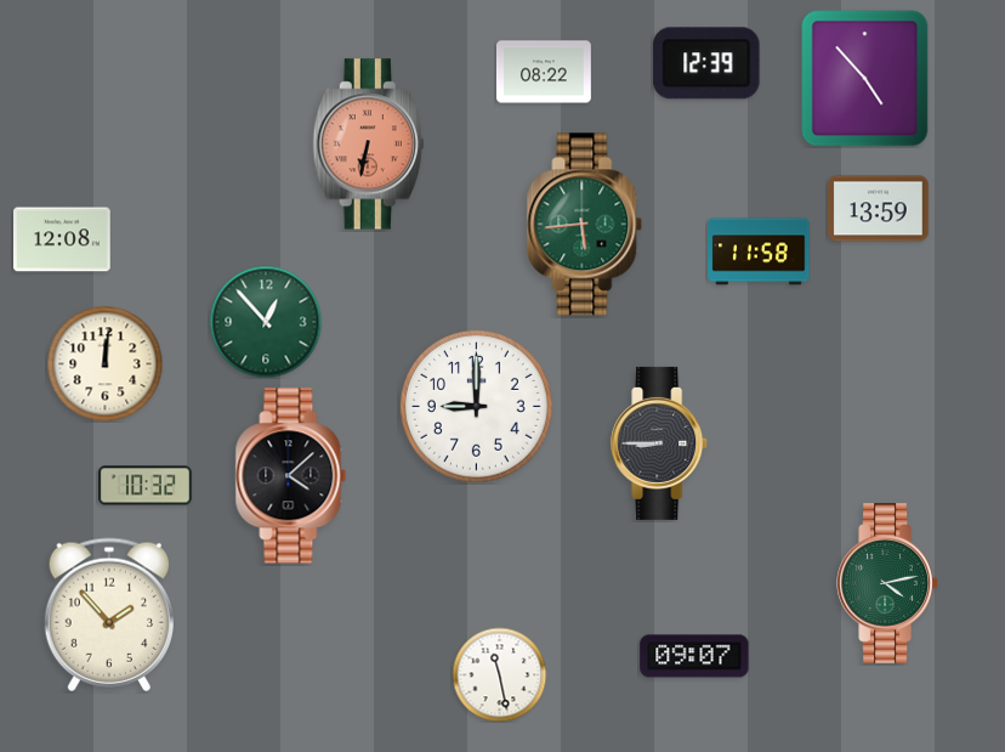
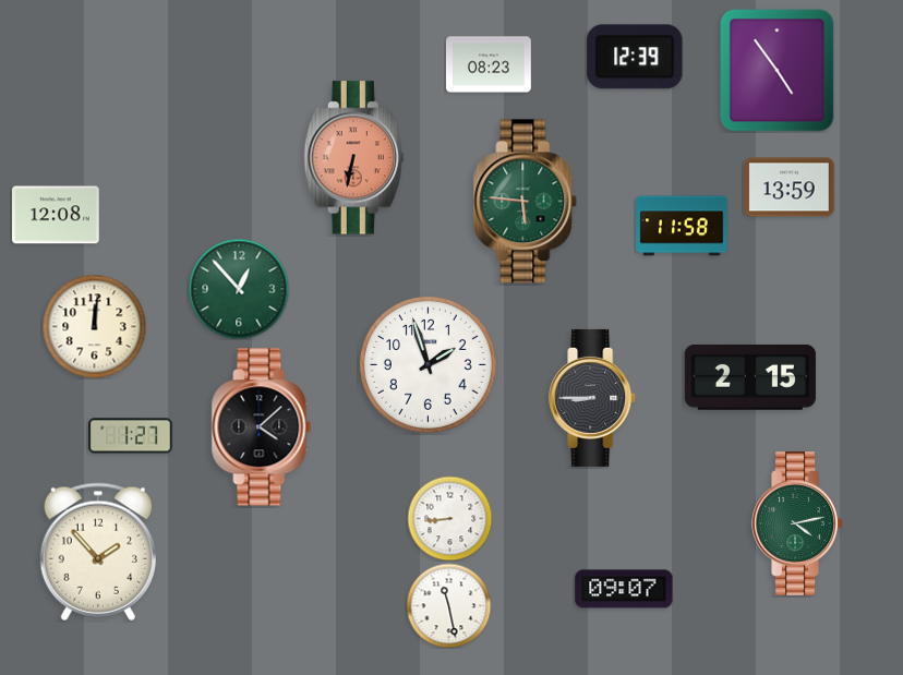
clock at (544, 72): 08:22 -> 08:23
clock at (865, 79): 4:53 -> 4:54
clock at (368, 145) position: (368, 145) -> (353, 158)
clock at (585, 225): 5:44 -> 5:46
clock at (477, 407): 9:00 -> 1:57
clock at (750, 377): none -> 2:15
clock at (144, 486): 10:32 -> 1:27
clock at (449, 518): none -> 8:44
